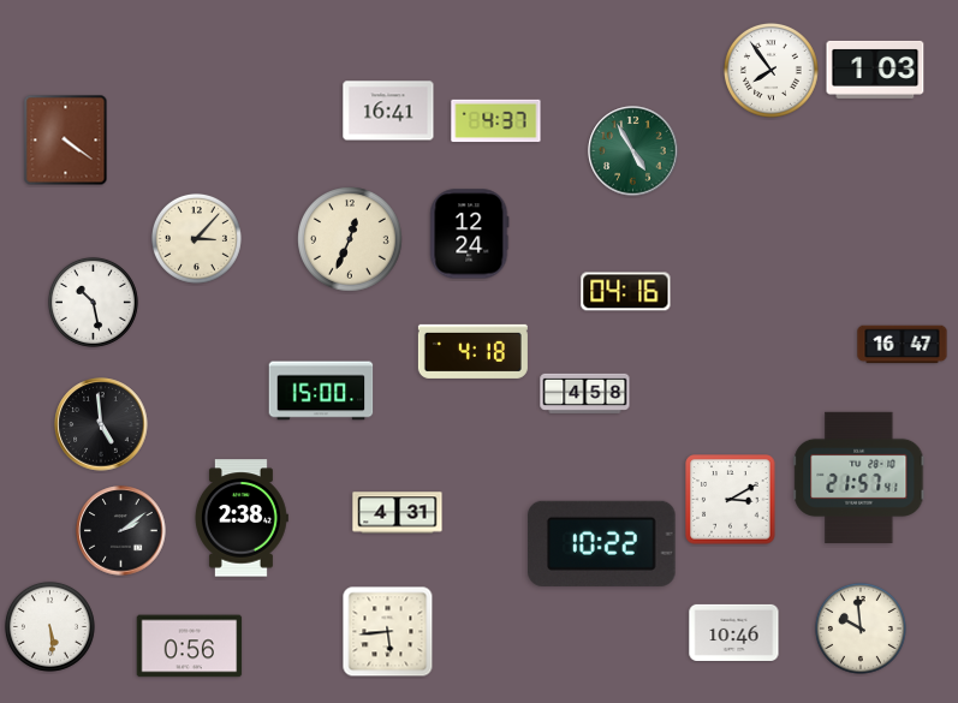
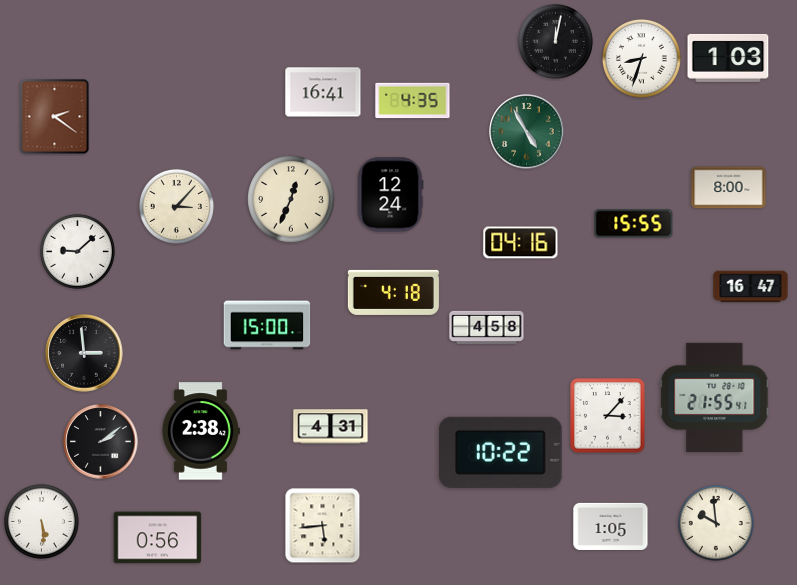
clock at (555, 41): none -> 12:02
clock at (770, 70): 7:54 -> 8:33
clock at (496, 121): 4:37 -> 4:35
clock at (66, 141): 4:21 -> 2:21
clock at (633, 151) position: (633, 151) -> (527, 132)
clock at (729, 188): none -> 8:00
clock at (196, 238) position: (196, 238) -> (176, 206)
clock at (634, 224): none -> 15:55
clock at (93, 302): 10:28 -> 9:08
clock at (101, 424): 4:59 -> 2:59
clock at (859, 477): 21:57 -> 21:55
clock at (731, 500): 3:10 -> 3:07
clock at (734, 632): 10:46 -> 1:05
